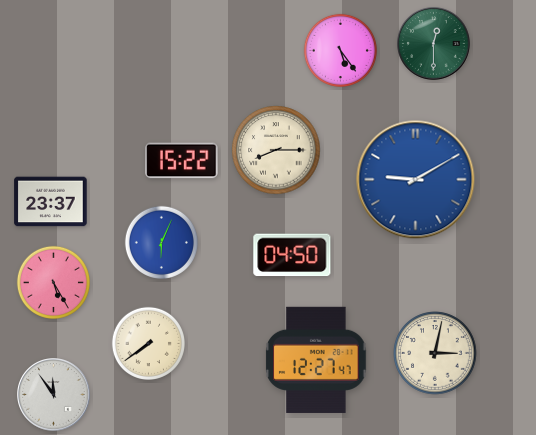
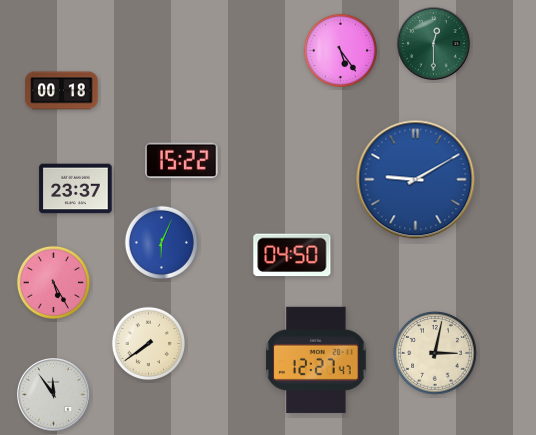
clock at (62, 91): none -> 00:18
clock at (276, 150): 8:15 -> none
clock at (51, 202) position: (51, 202) -> (76, 189)
